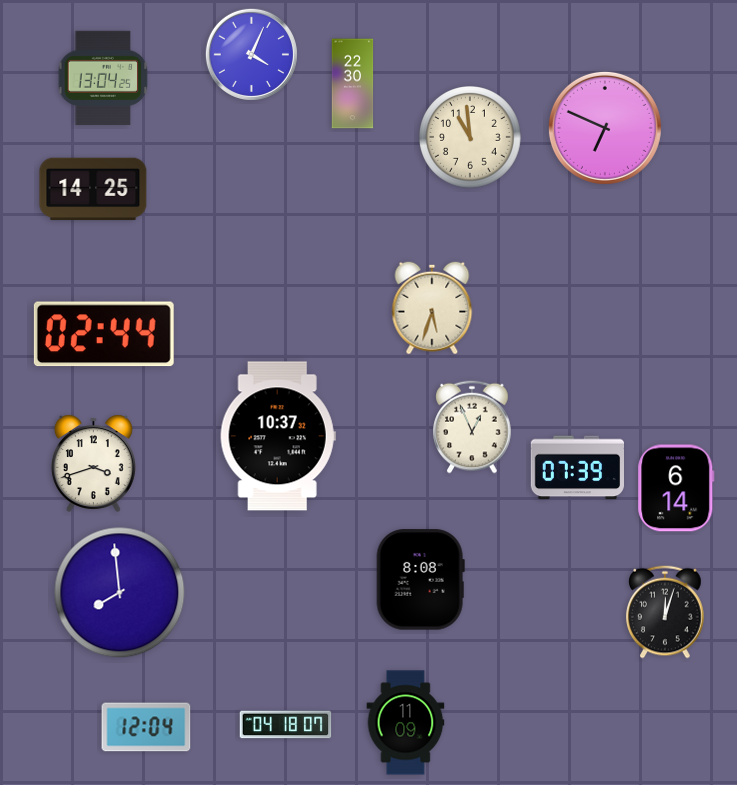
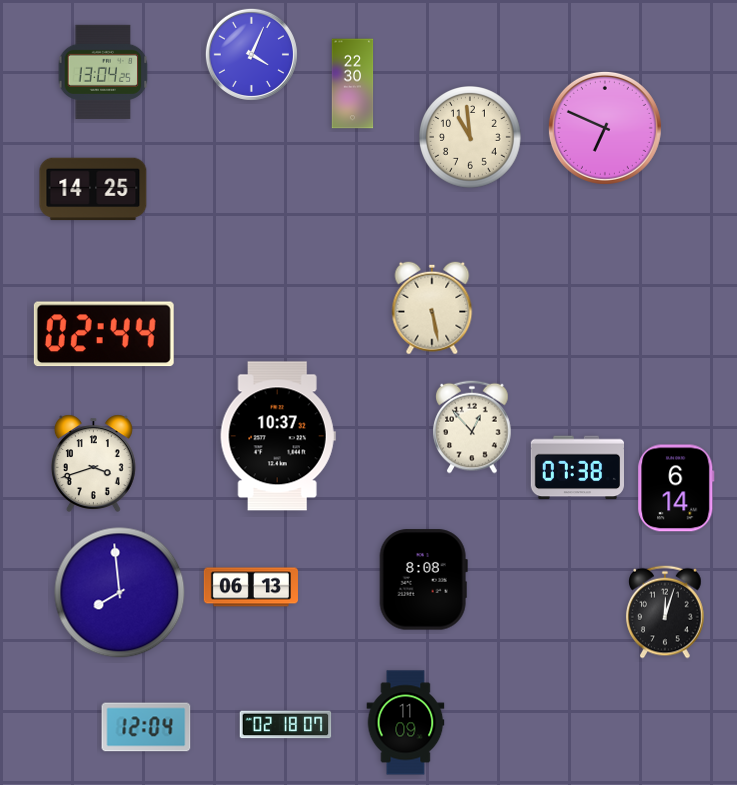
clock at (103, 78) position: (103, 78) -> (103, 72)
clock at (432, 308): 5:33 -> 5:28
clock at (472, 427): 12:56 -> 12:53
clock at (577, 468): 07:39 -> 07:38
clock at (420, 580) position: (420, 580) -> (423, 580)
clock at (251, 587): none -> 06:13
clock at (286, 725): 04:18 -> 02:18
